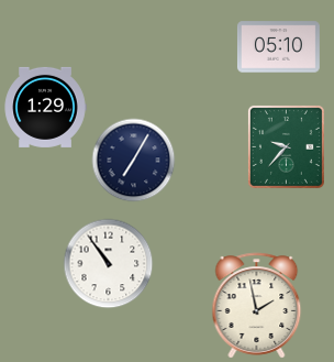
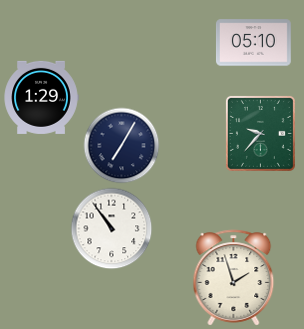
clock at (109, 264) position: (109, 264) -> (112, 229)
clock at (257, 306): 1:58 -> 1:57
